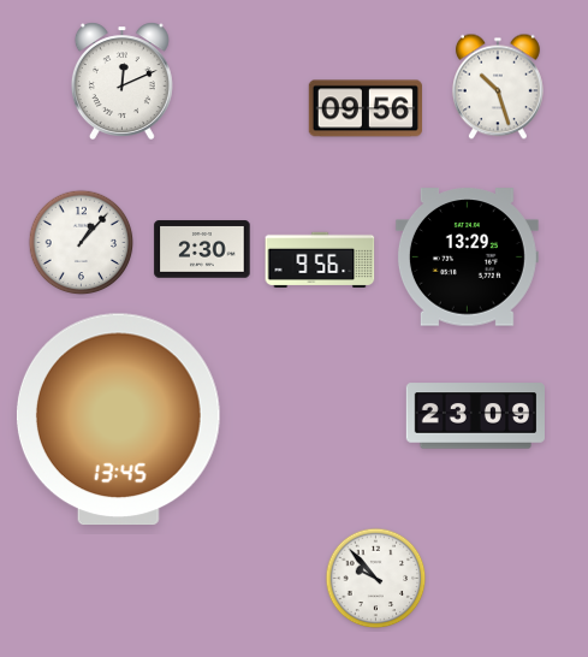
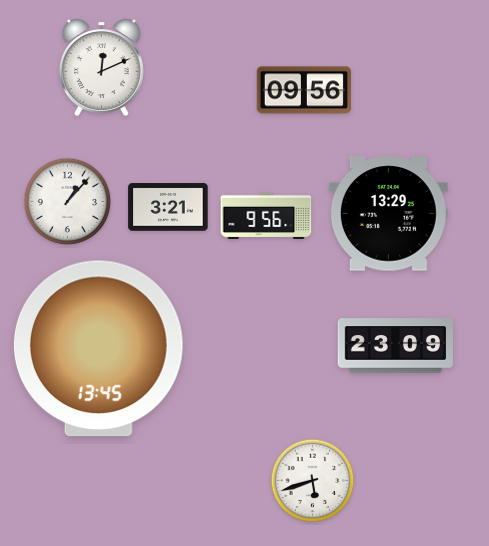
clock at (498, 87): 10:27 -> none
clock at (202, 249): 2:30 -> 3:21
clock at (376, 579): 9:53 -> 5:42
